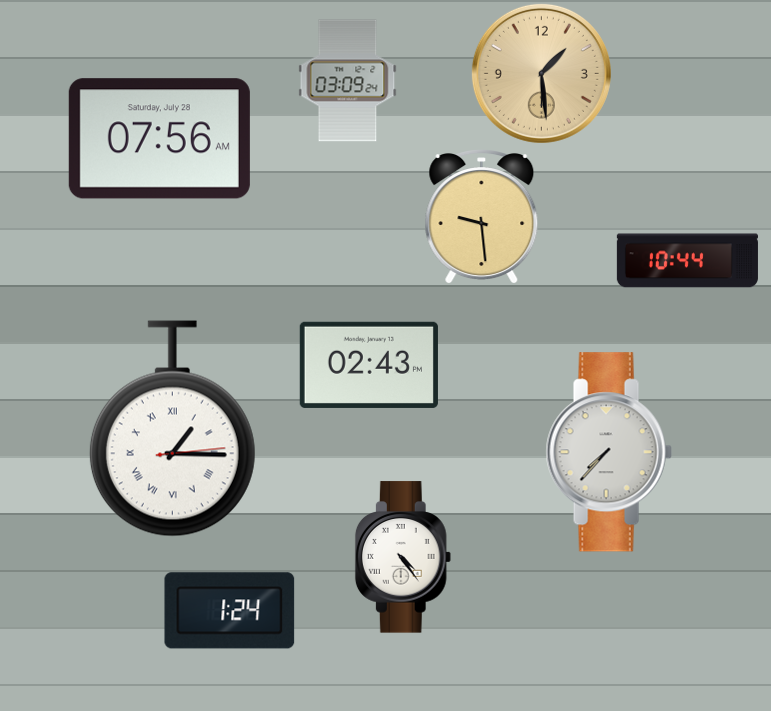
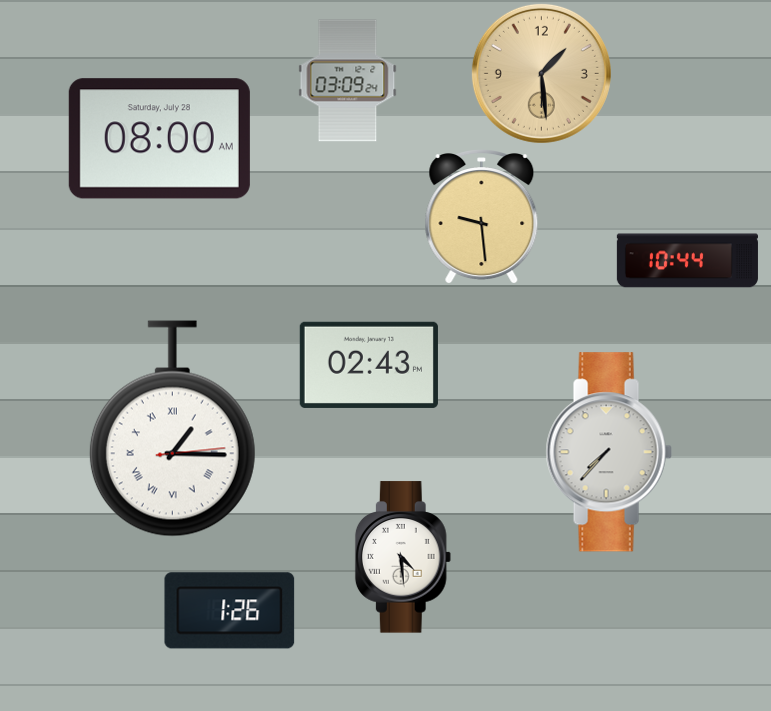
clock at (159, 139): 07:56 -> 08:00
clock at (403, 557): 4:24 -> 4:29
clock at (230, 611): 1:24 -> 1:26
